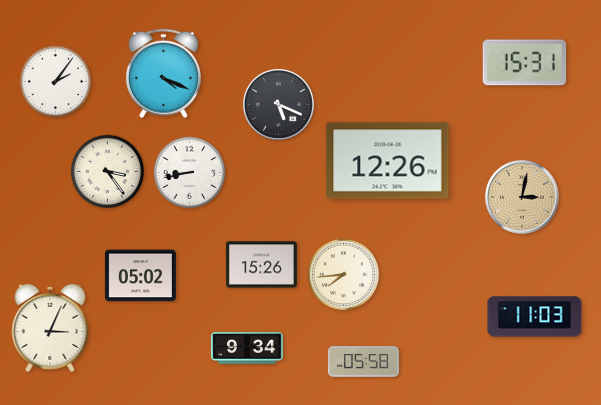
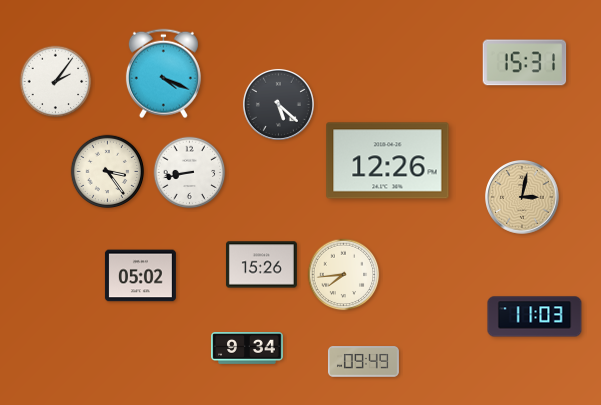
clock at (278, 104): 5:19 -> 5:22
clock at (50, 328): 3:04 -> none
clock at (363, 362): 05:58 -> 09:49
